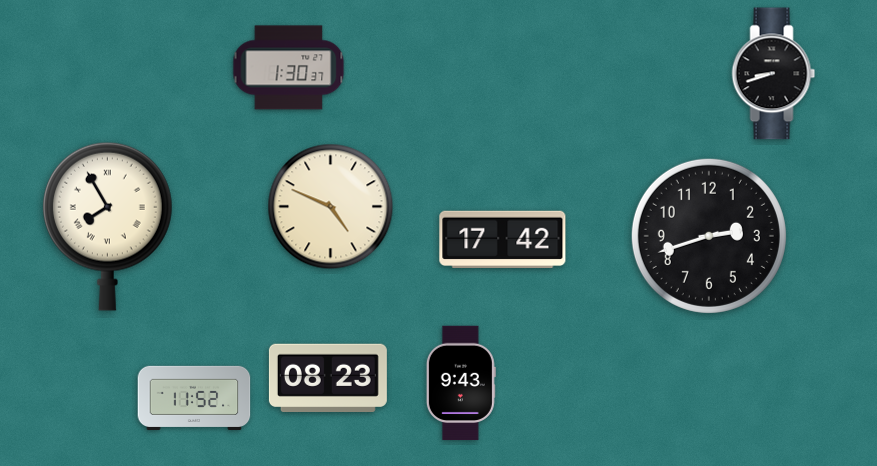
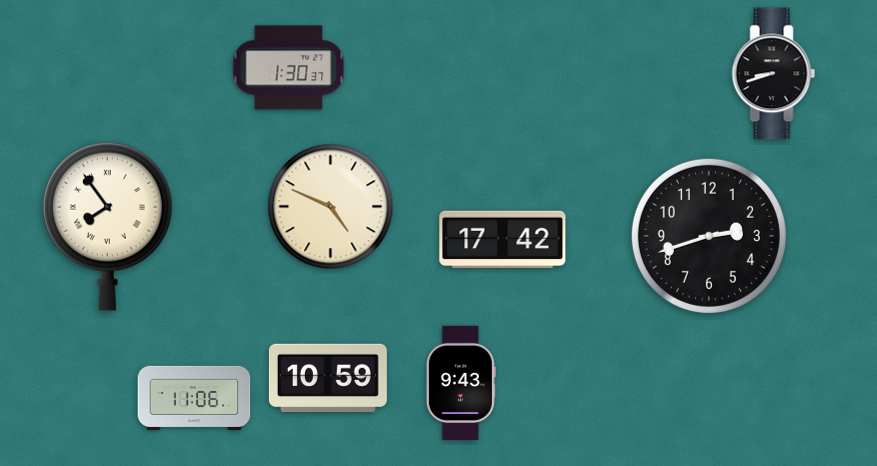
clock at (107, 226): 7:55 -> 7:54
clock at (328, 378): 08:23 -> 10:59
clock at (194, 398): 11:52 -> 11:06
